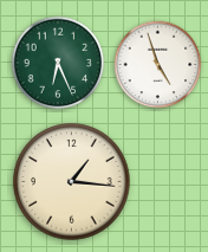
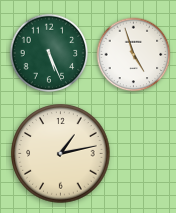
clock at (58, 63): 6:26 -> 5:26
clock at (72, 182): 1:16 -> 1:13
